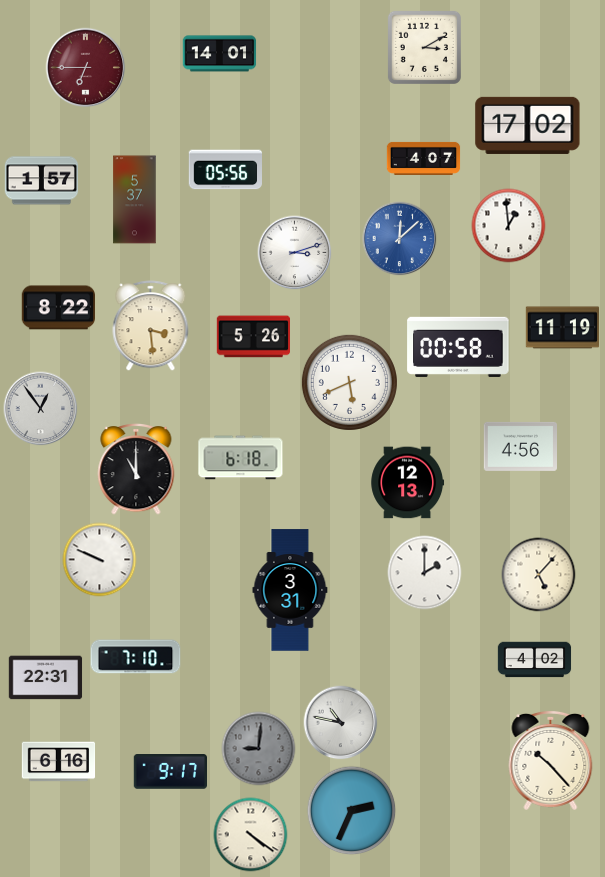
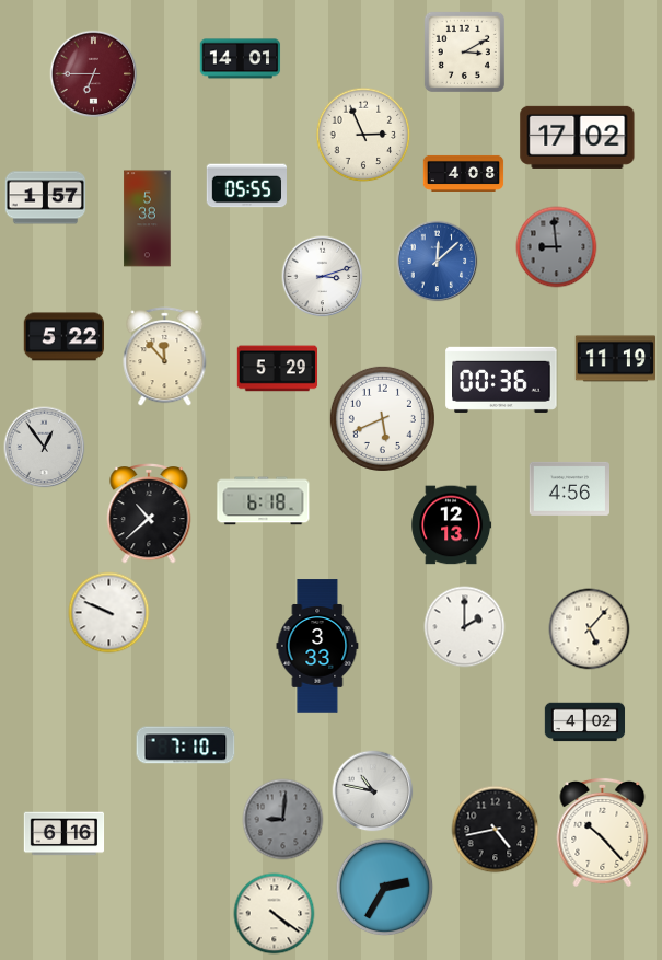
clock at (363, 135): none -> 2:56
clock at (424, 158): 4:07 -> 4:08
clock at (225, 170): 05:56 -> 05:55
clock at (135, 200): 5:37 -> 5:38
clock at (509, 226): 12:59 -> 8:59
clock at (509, 226) dial: white -> grey
clock at (58, 308): 8:22 -> 5:22
clock at (151, 326): 3:29 -> 11:53
clock at (253, 337): 5:26 -> 5:29
clock at (458, 347): 00:58 -> 00:36
clock at (136, 470): 11:00 -> 10:38
clock at (408, 483) position: (408, 483) -> (452, 525)
clock at (290, 590): 3:31 -> 3:33
clock at (136, 657) position: (136, 657) -> (186, 745)
clock at (46, 678): 22:31 -> none
clock at (496, 830): none -> 4:43
clock at (170, 772): 9:17 -> none
clock at (352, 811): 2:34 -> 2:35
